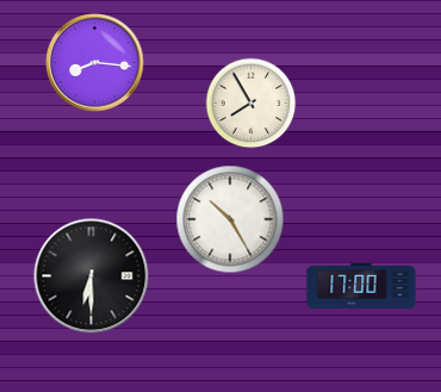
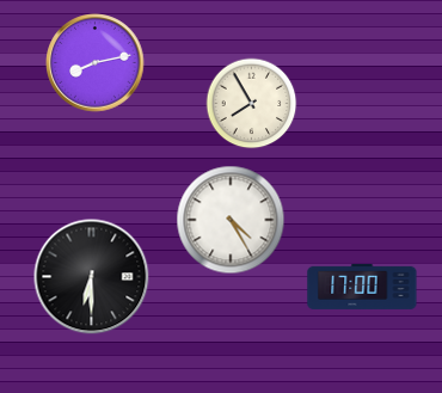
clock at (95, 63): 8:16 -> 8:13
clock at (230, 219): 10:25 -> 4:25
